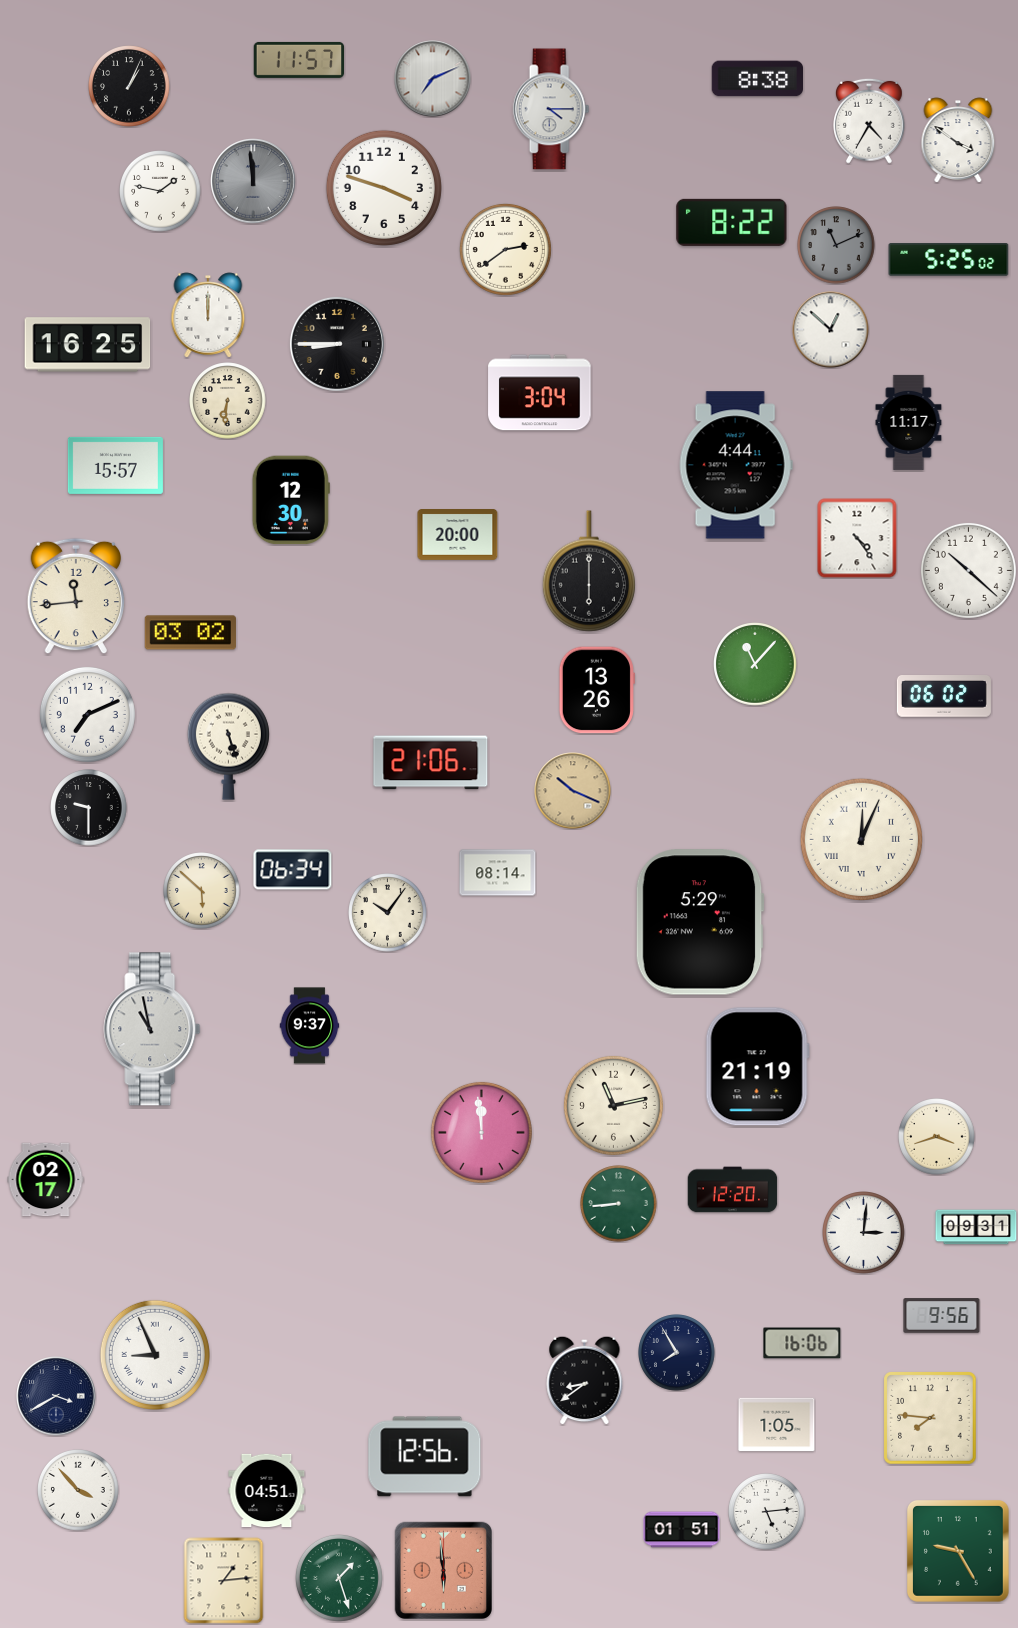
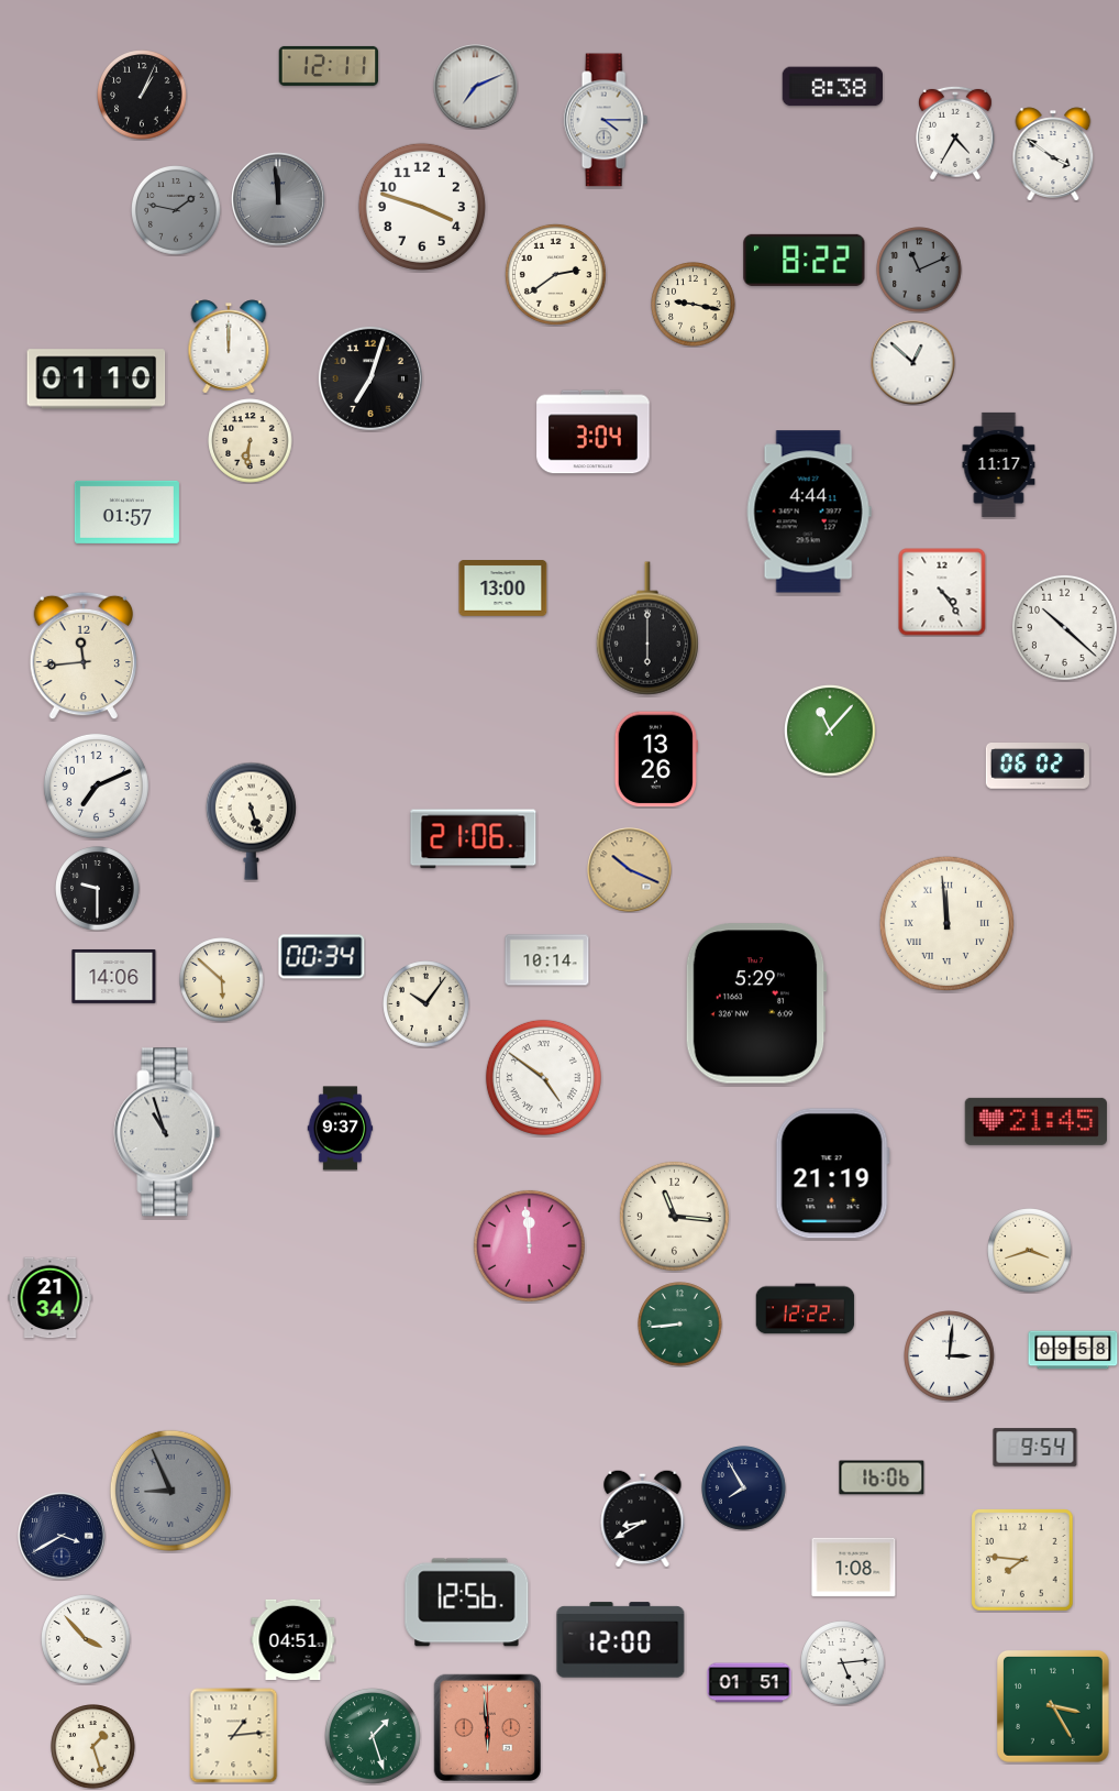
clock at (299, 60): 11:57 -> 12:11
clock at (161, 192) dial: white -> grey
clock at (732, 222) position: (732, 222) -> (805, 260)
clock at (949, 260): 5:25 -> none
clock at (694, 305): none -> 9:17
clock at (337, 344): 8:45 -> 7:03
clock at (88, 345): 16:25 -> 01:10
clock at (115, 465): 15:57 -> 01:57
clock at (291, 500): 12:30 -> none
clock at (458, 535): 20:00 -> 13:00
clock at (190, 633): 03:02 -> none
clock at (861, 839): 12:04 -> 11:59
clock at (293, 870): 06:34 -> 00:34
clock at (498, 873): 08:14 -> 10:14
clock at (114, 976): none -> 14:06
clock at (700, 922) position: (700, 922) -> (756, 1003)
clock at (543, 1077): none -> 4:51
clock at (1035, 1121): none -> 21:45
clock at (152, 1029): 10:58 -> 10:57
clock at (613, 1105): 11:13 -> 11:16
clock at (46, 1180): 02:17 -> 21:34
clock at (733, 1190): 12:20 -> 12:22
clock at (976, 1227): 09:31 -> 09:58
clock at (942, 1316): 9:56 -> 9:54
clock at (155, 1355) dial: white -> grey
clock at (585, 1380): 8:39 -> 8:40
clock at (777, 1425): 1:05 -> 1:08
clock at (621, 1640): none -> 12:00
clock at (958, 1551): 9:25 -> 3:25
clock at (224, 1581) position: (224, 1581) -> (234, 1736)
clock at (93, 1747): none -> 1:27
